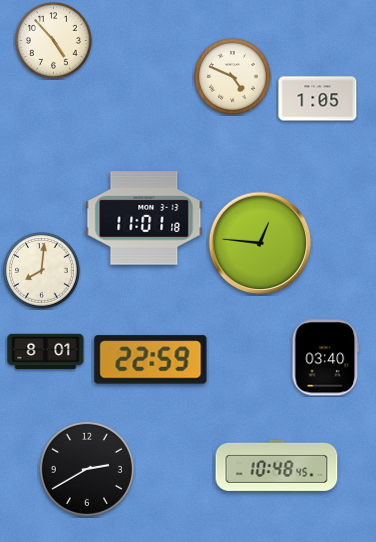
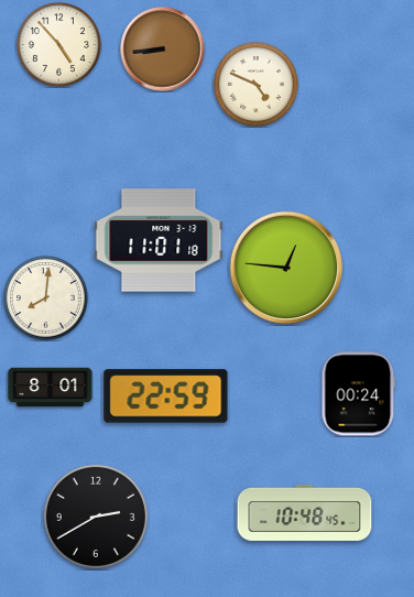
clock at (163, 50): none -> 8:44
clock at (318, 99): 1:05 -> none
clock at (326, 358): 03:40 -> 00:24
